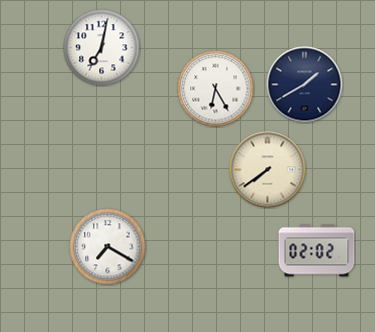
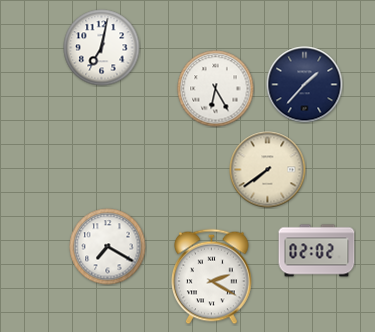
clock at (305, 85): 1:40 -> 1:37
clock at (212, 277): none -> 2:20
